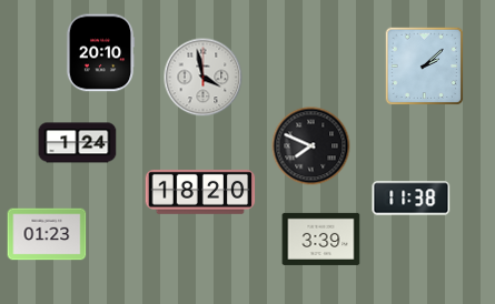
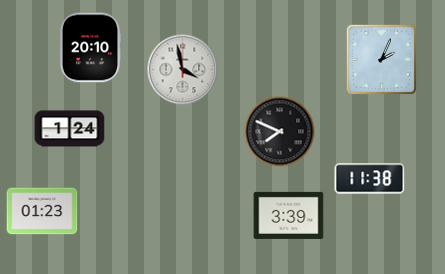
clock at (425, 67): 2:08 -> 2:04
clock at (200, 192): 18:20 -> none
